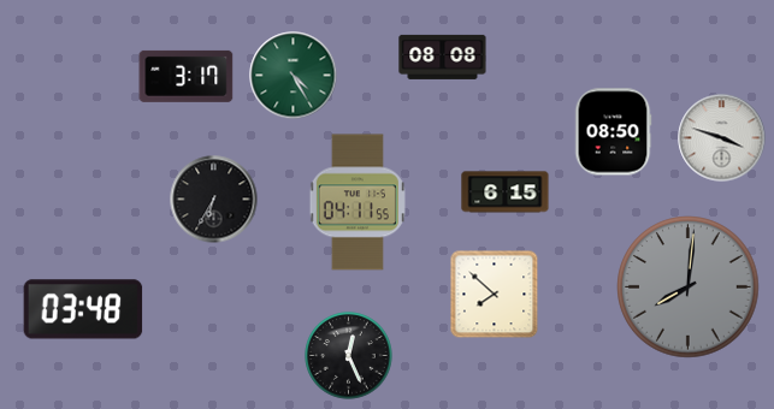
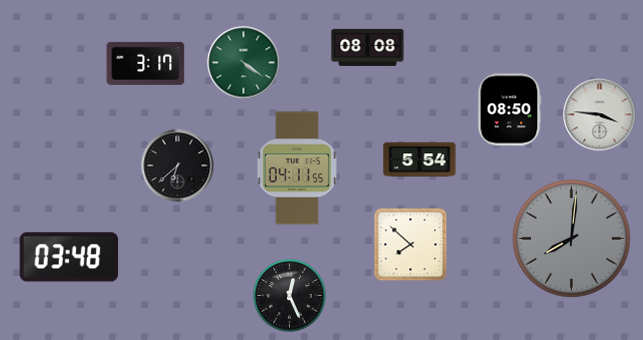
clock at (187, 76) position: (187, 76) -> (146, 63)
clock at (294, 76): 4:25 -> 4:21
clock at (722, 138): 3:48 -> 3:46
clock at (506, 192): 6:15 -> 5:54
clock at (214, 200): 6:35 -> 6:38
